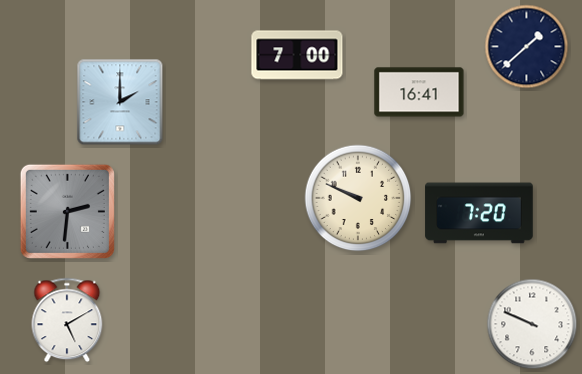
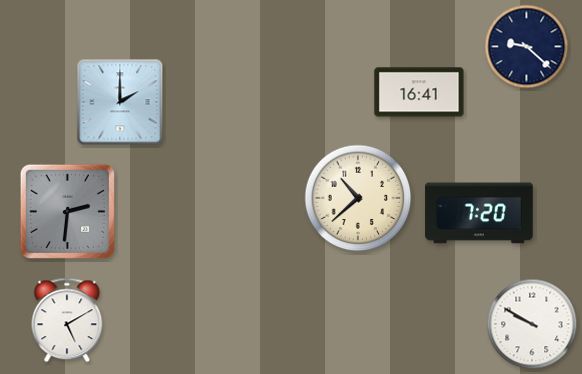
clock at (527, 47): 1:38 -> 9:22
clock at (297, 55): 7:00 -> none
clock at (358, 198): 9:49 -> 10:38
clock at (532, 324): 9:49 -> 9:50
